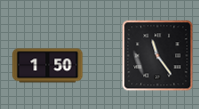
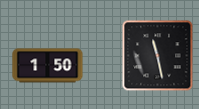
clock at (158, 56): 11:24 -> 11:28
